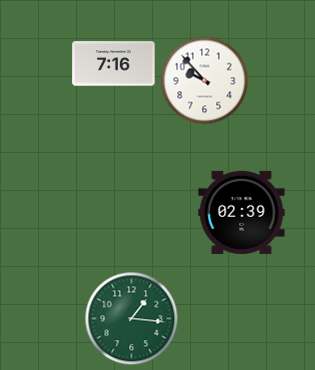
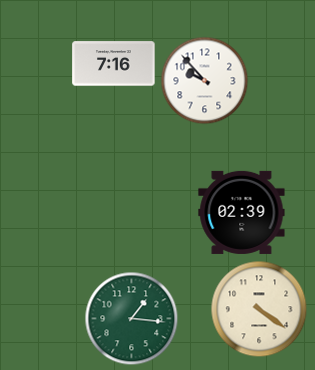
clock at (259, 309): none -> 4:21
